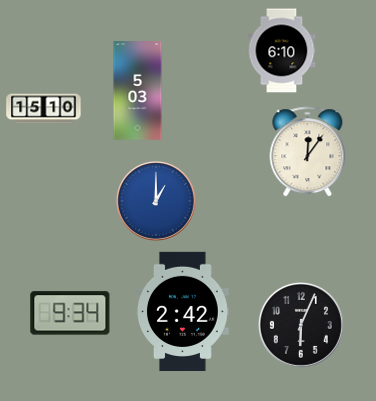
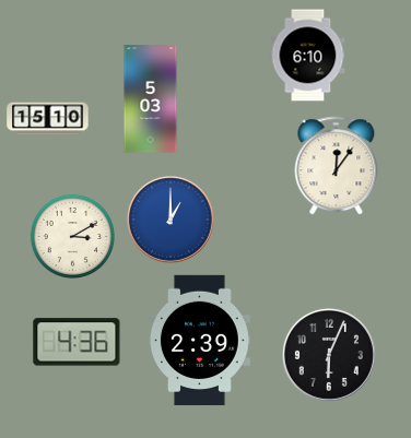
clock at (72, 236): none -> 3:10
clock at (183, 311): 2:42 -> 2:39
clock at (70, 313): 9:34 -> 4:36
